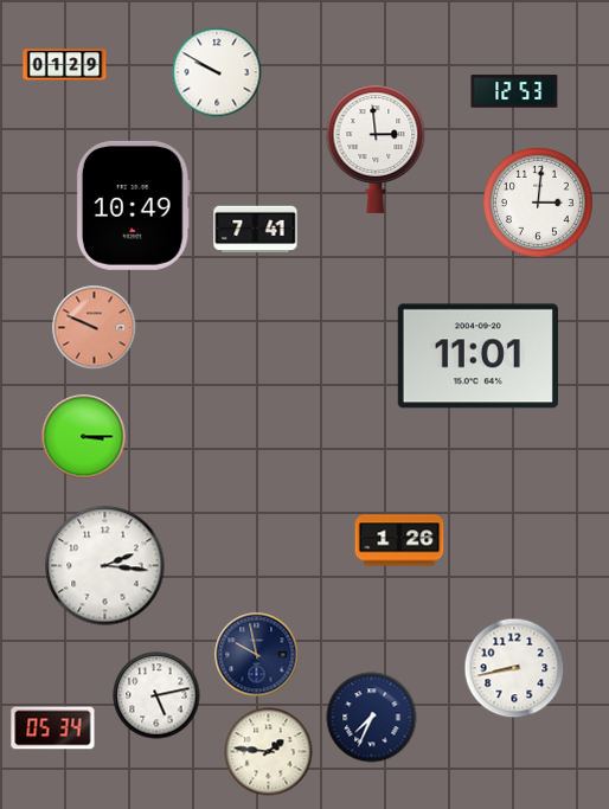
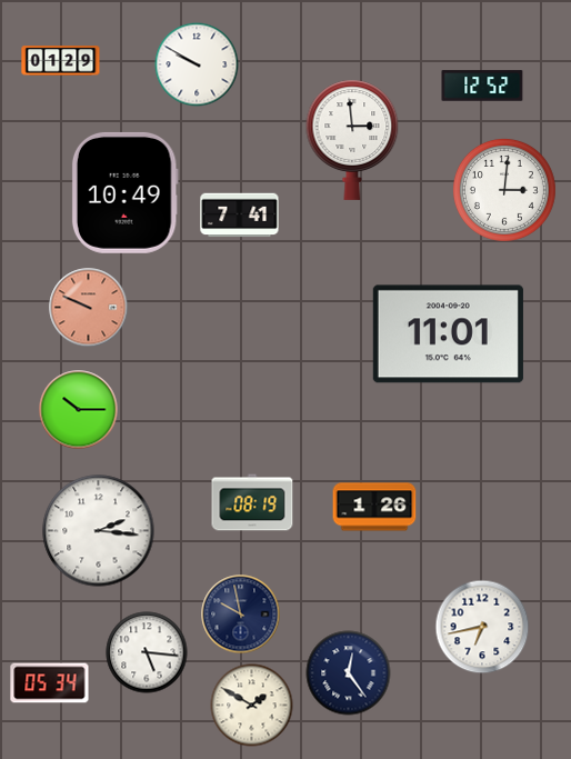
clock at (217, 72) position: (217, 72) -> (197, 64)
clock at (514, 91): 12:53 -> 12:52
clock at (84, 437): 3:15 -> 10:15
clock at (252, 502): none -> 08:19
clock at (514, 668): 8:43 -> 6:43
clock at (156, 695): 5:13 -> 5:16
clock at (372, 718): 7:34 -> 12:24
clock at (269, 752): 1:46 -> 1:50
